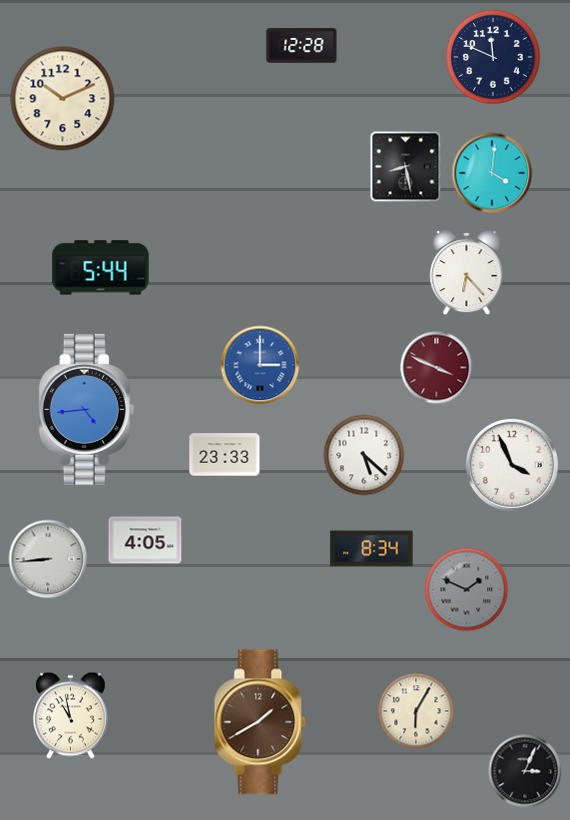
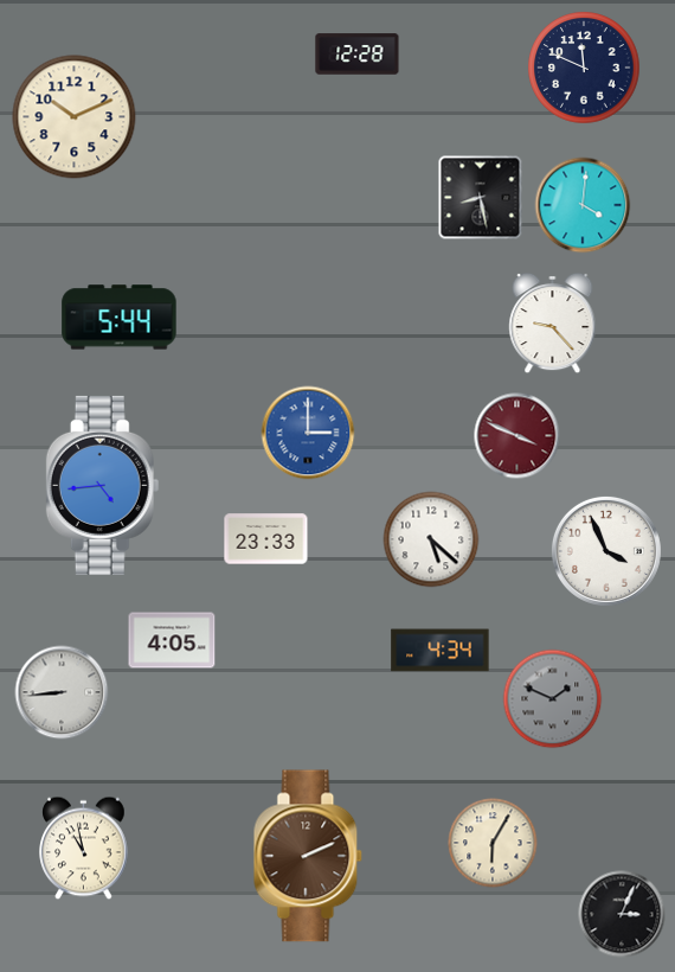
clock at (467, 273): 6:23 -> 9:23
clock at (372, 549): 8:34 -> 4:34
clock at (48, 559) position: (48, 559) -> (62, 692)
clock at (260, 722): 1:40 -> 2:11
